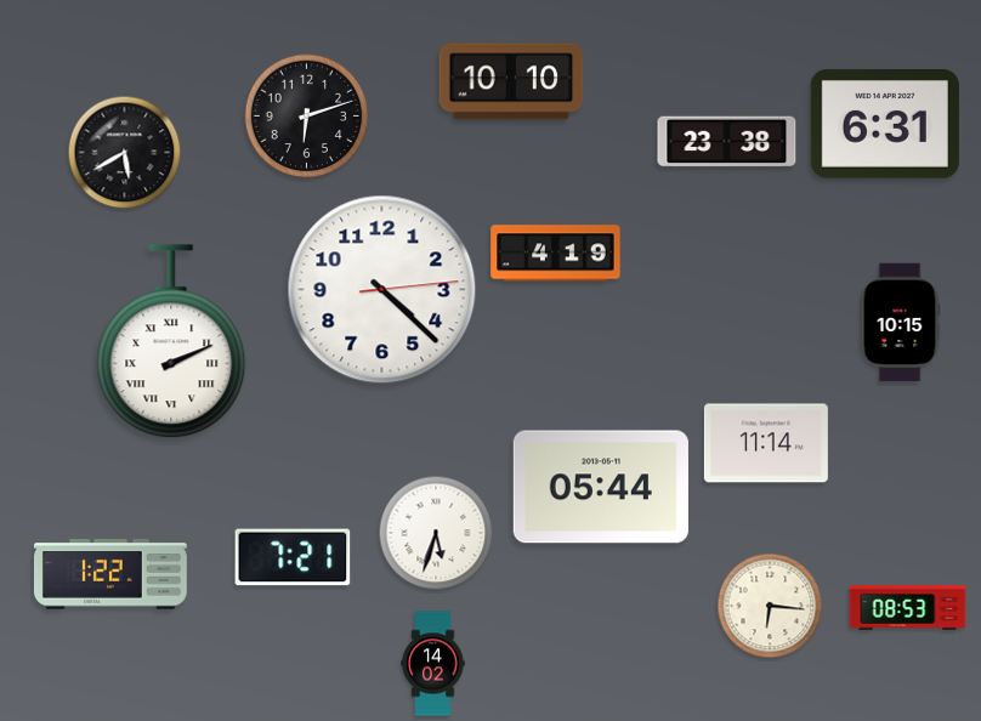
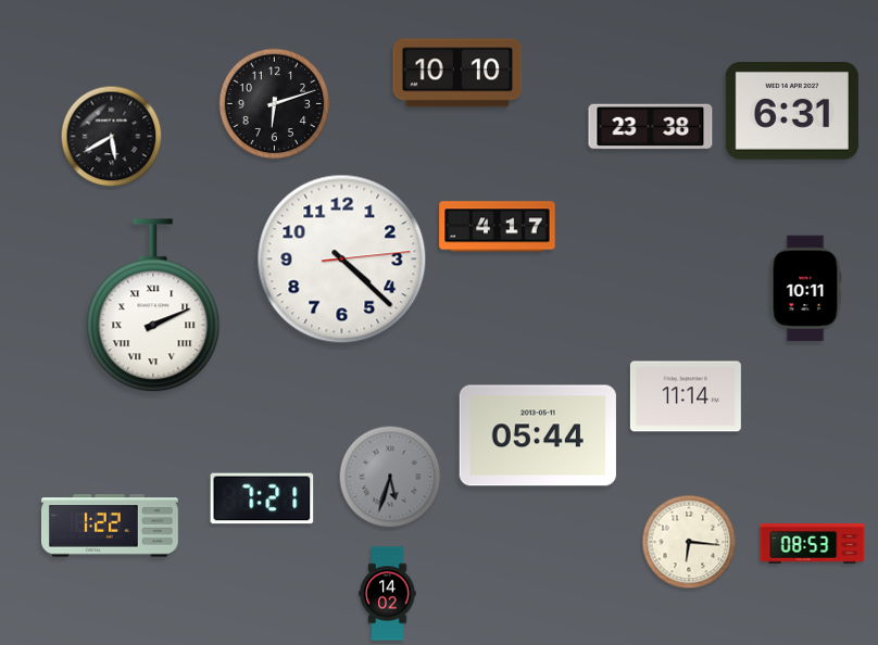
clock at (556, 254): 4:19 -> 4:17
clock at (900, 323): 10:15 -> 10:11
clock at (436, 533) dial: white -> grey
clock at (112, 574) position: (112, 574) -> (111, 526)
